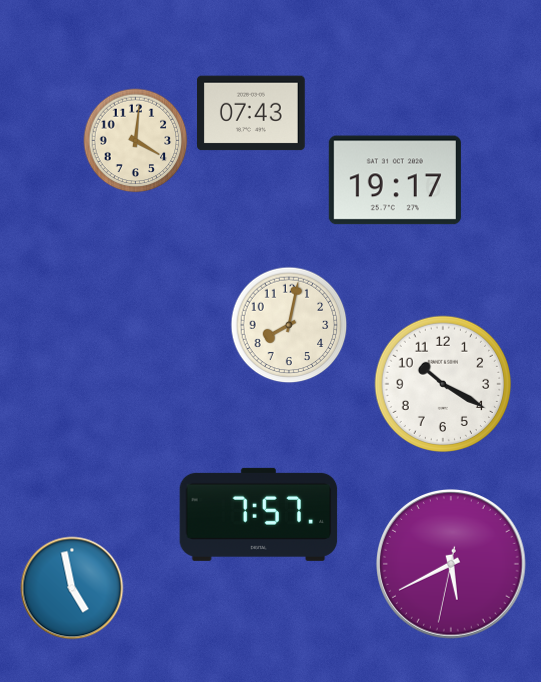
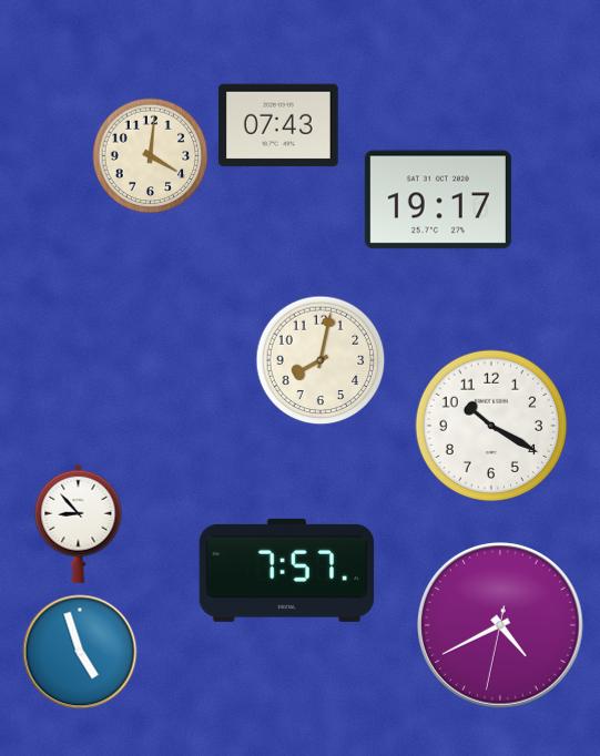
clock at (79, 523): none -> 8:53
clock at (451, 565): 5:40 -> 4:40
clock at (72, 588): 4:58 -> 4:57
